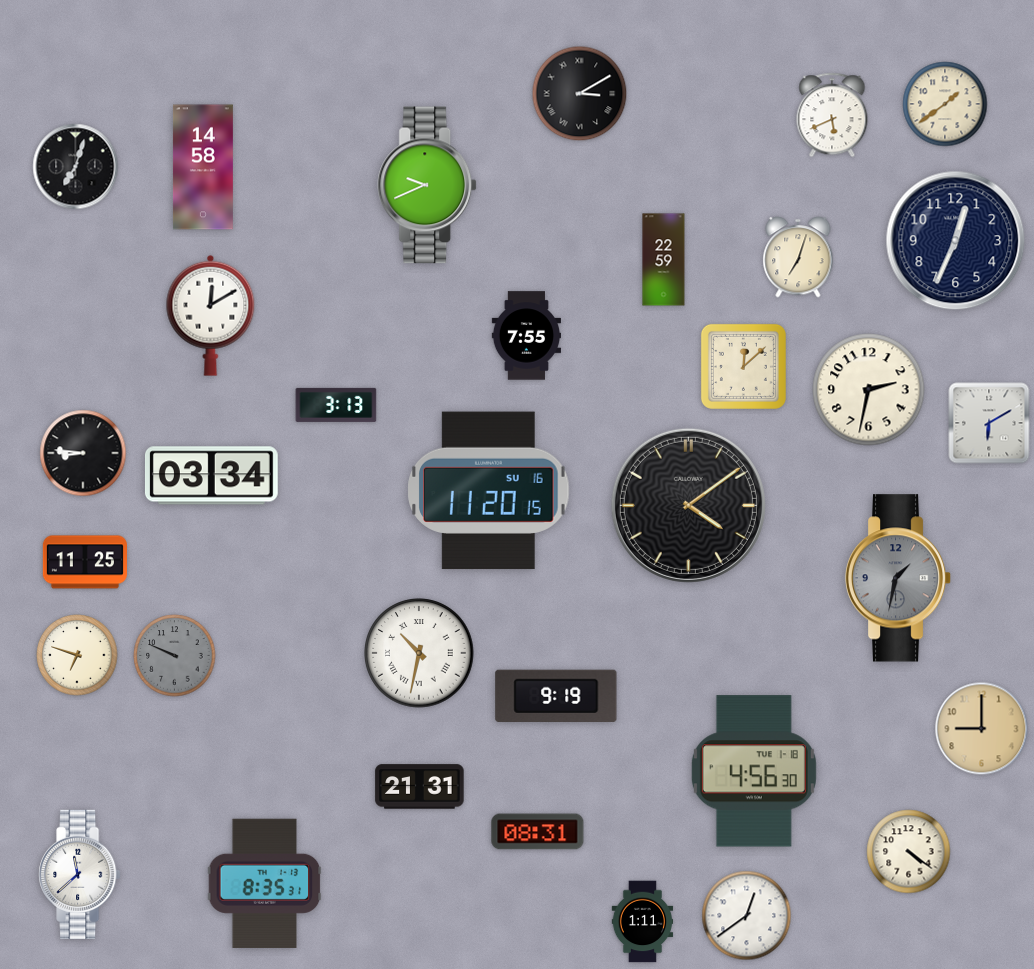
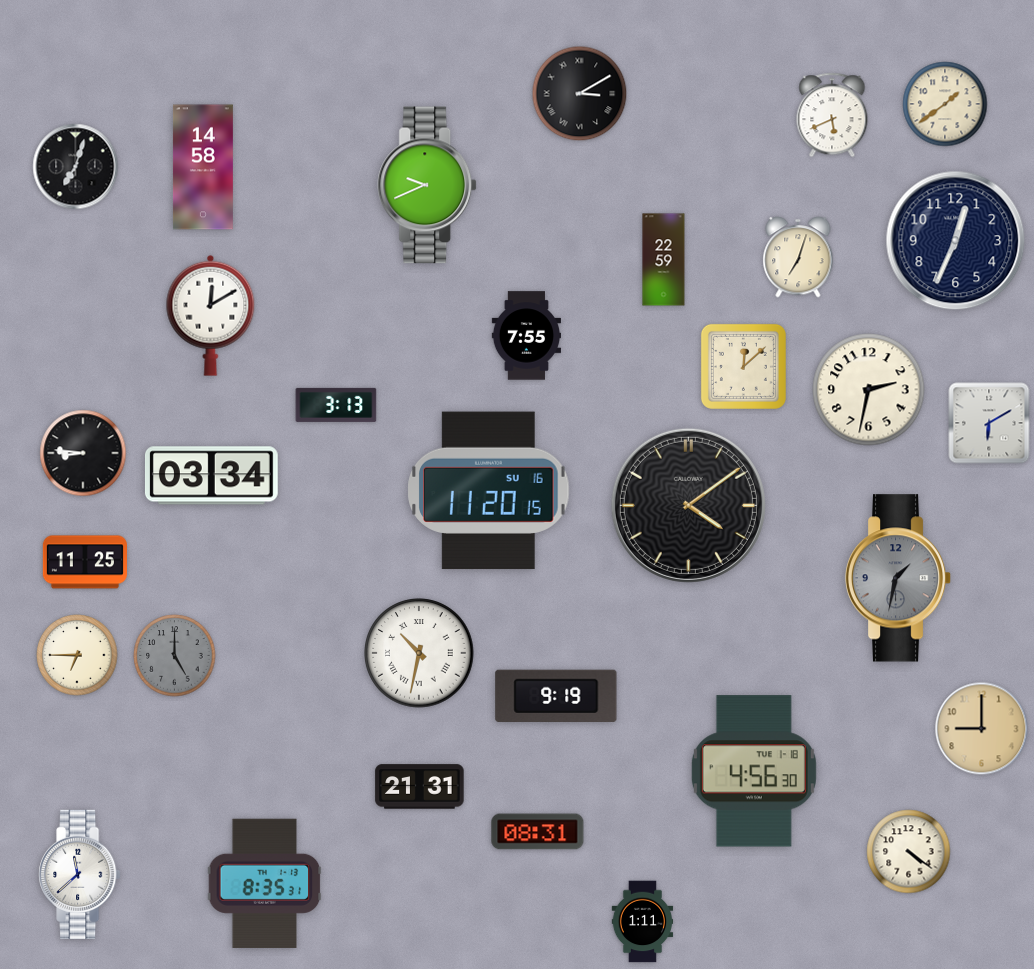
clock at (77, 655): 6:48 -> 6:45
clock at (175, 656): 9:49 -> 5:00
clock at (747, 916): 12:39 -> none
